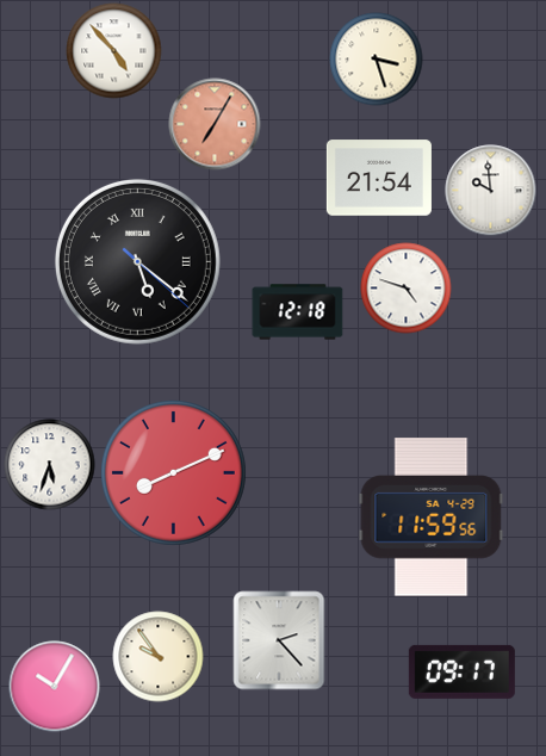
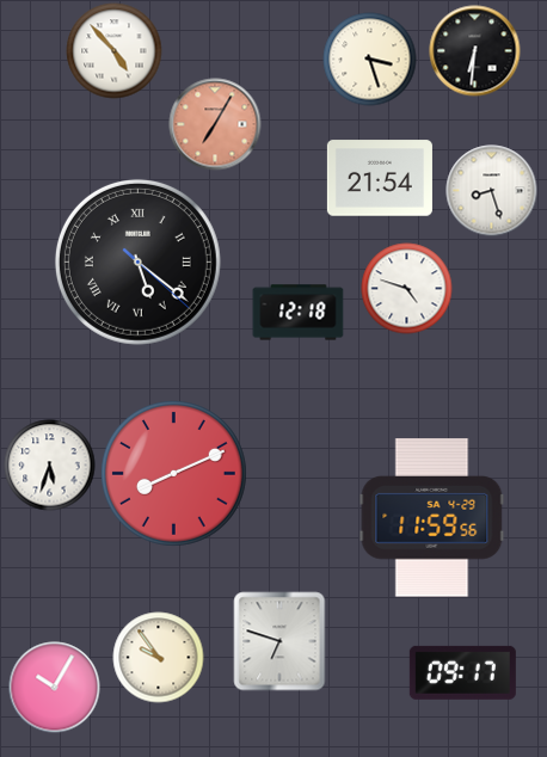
clock at (475, 51): none -> 6:31
clock at (377, 60) position: (377, 60) -> (370, 60)
clock at (491, 191): 9:59 -> 8:27
clock at (279, 640): 2:23 -> 6:48
